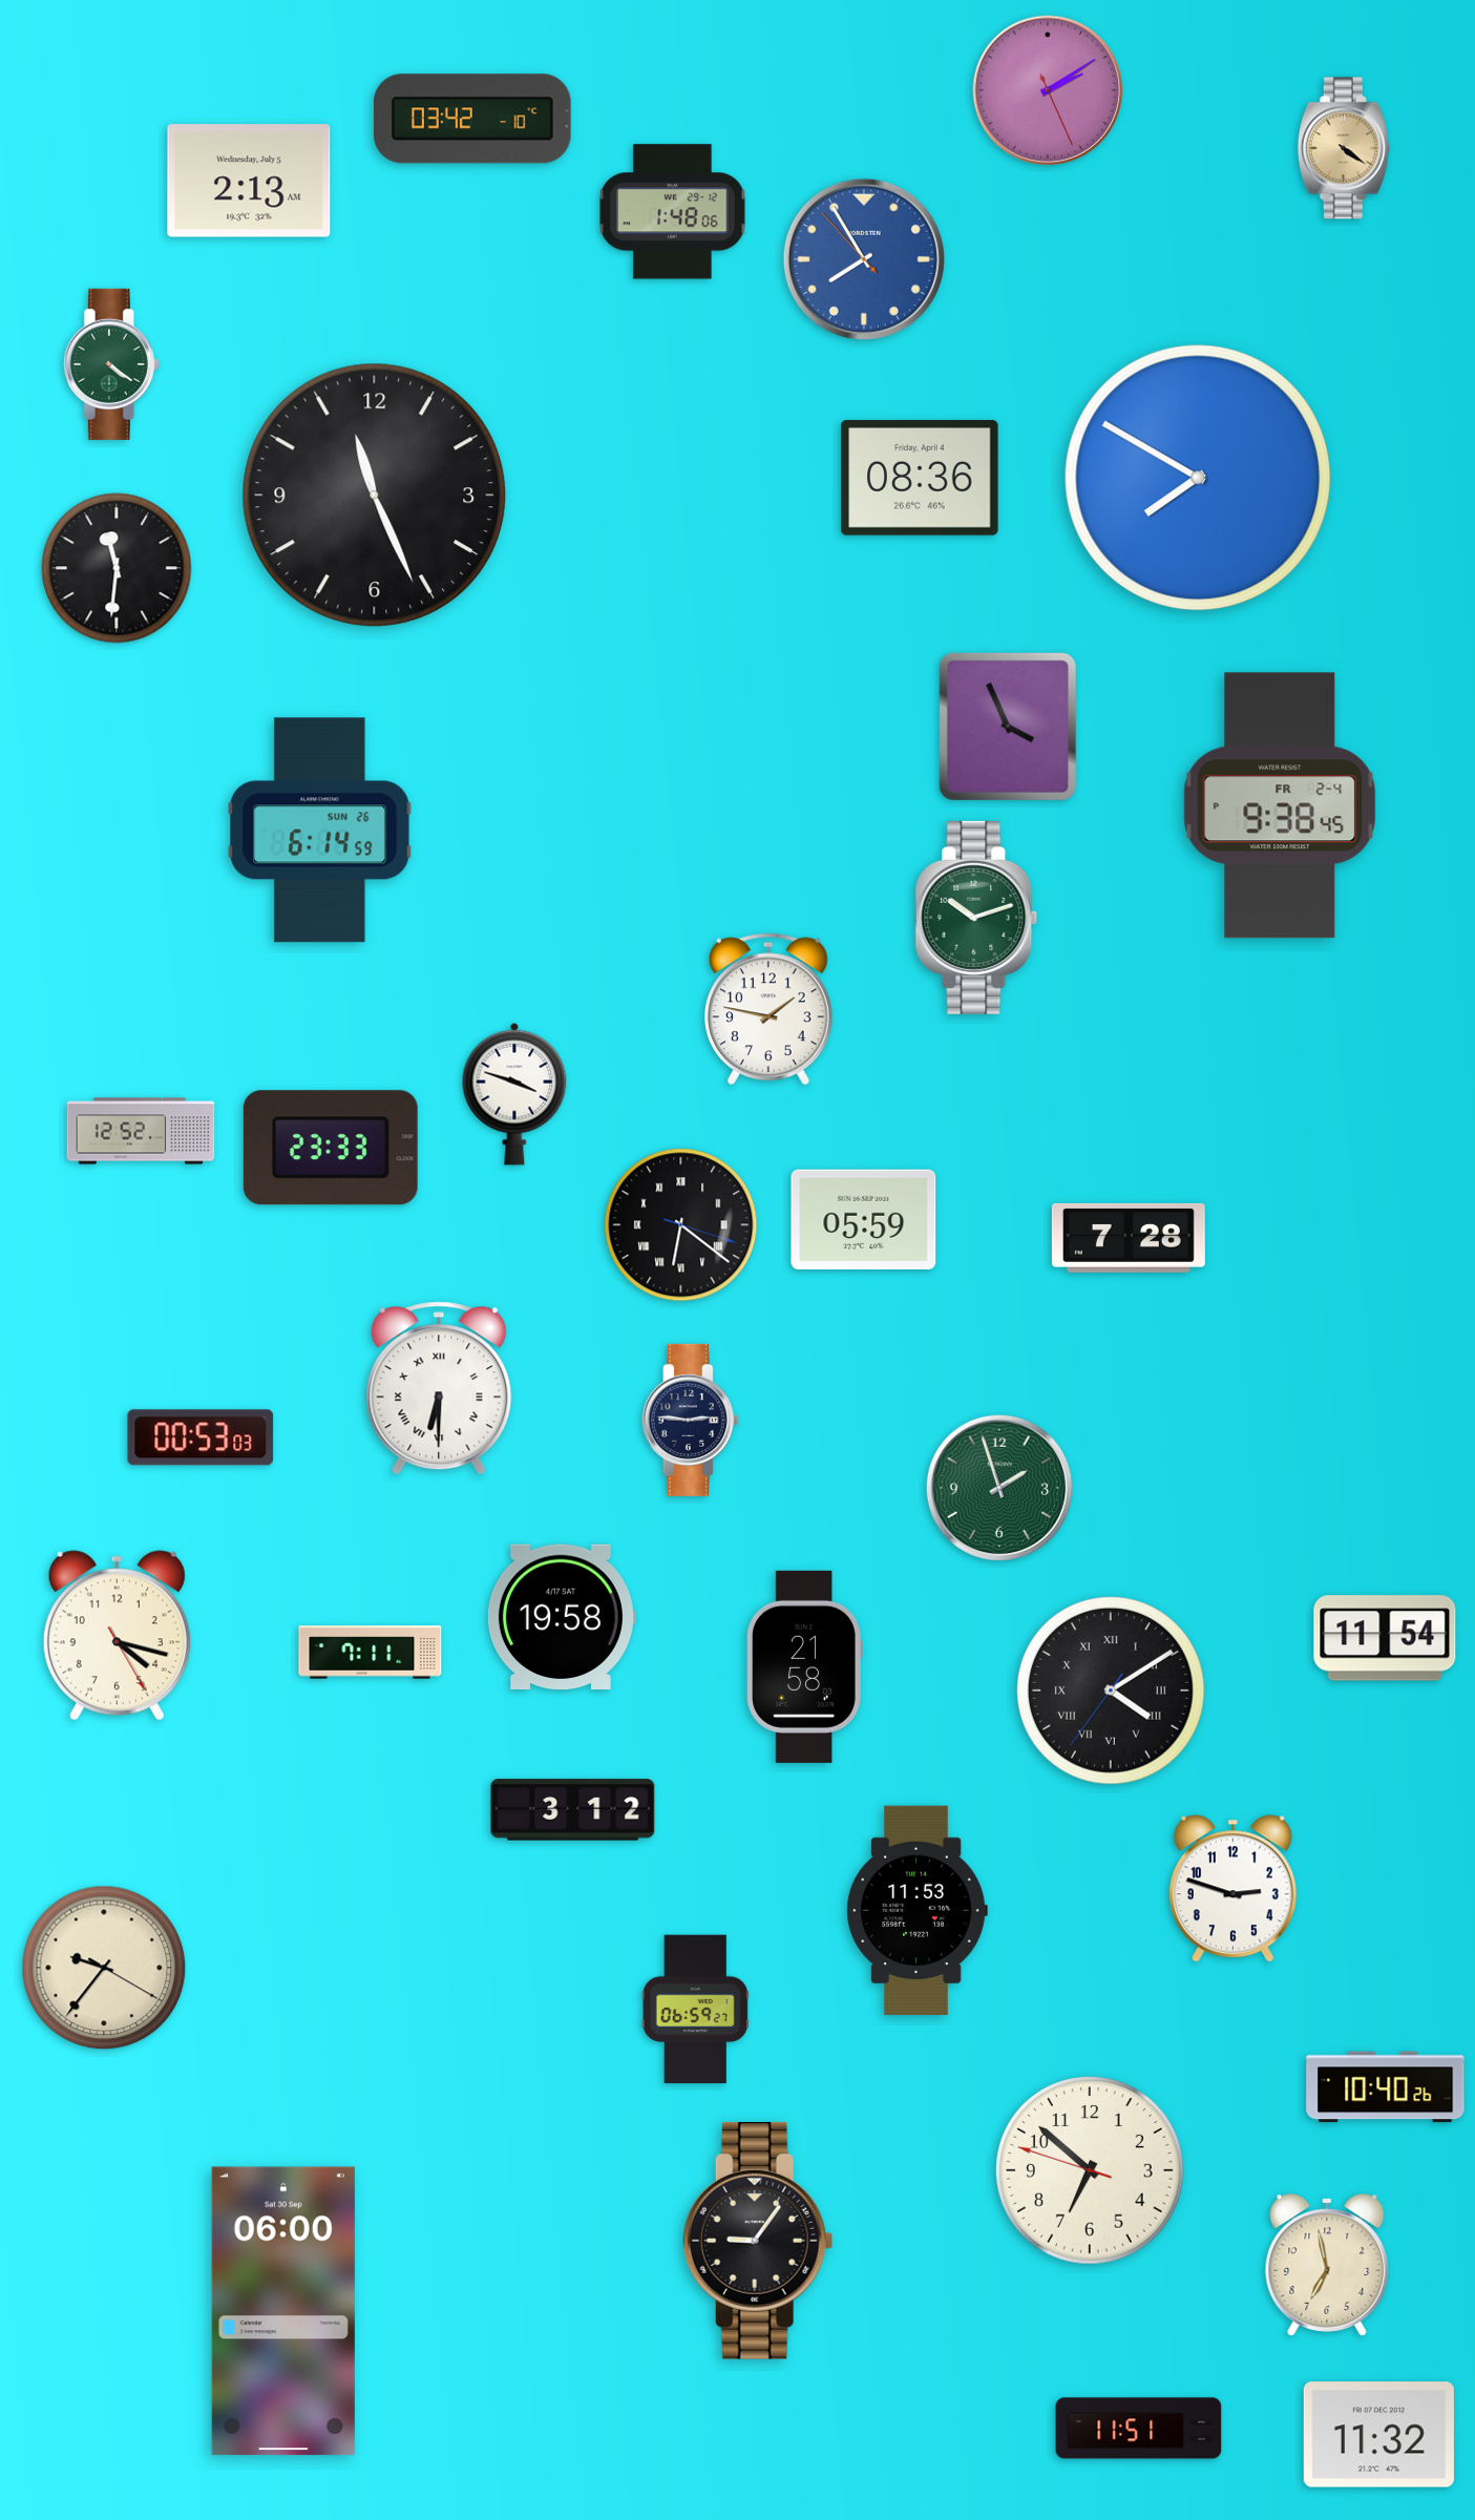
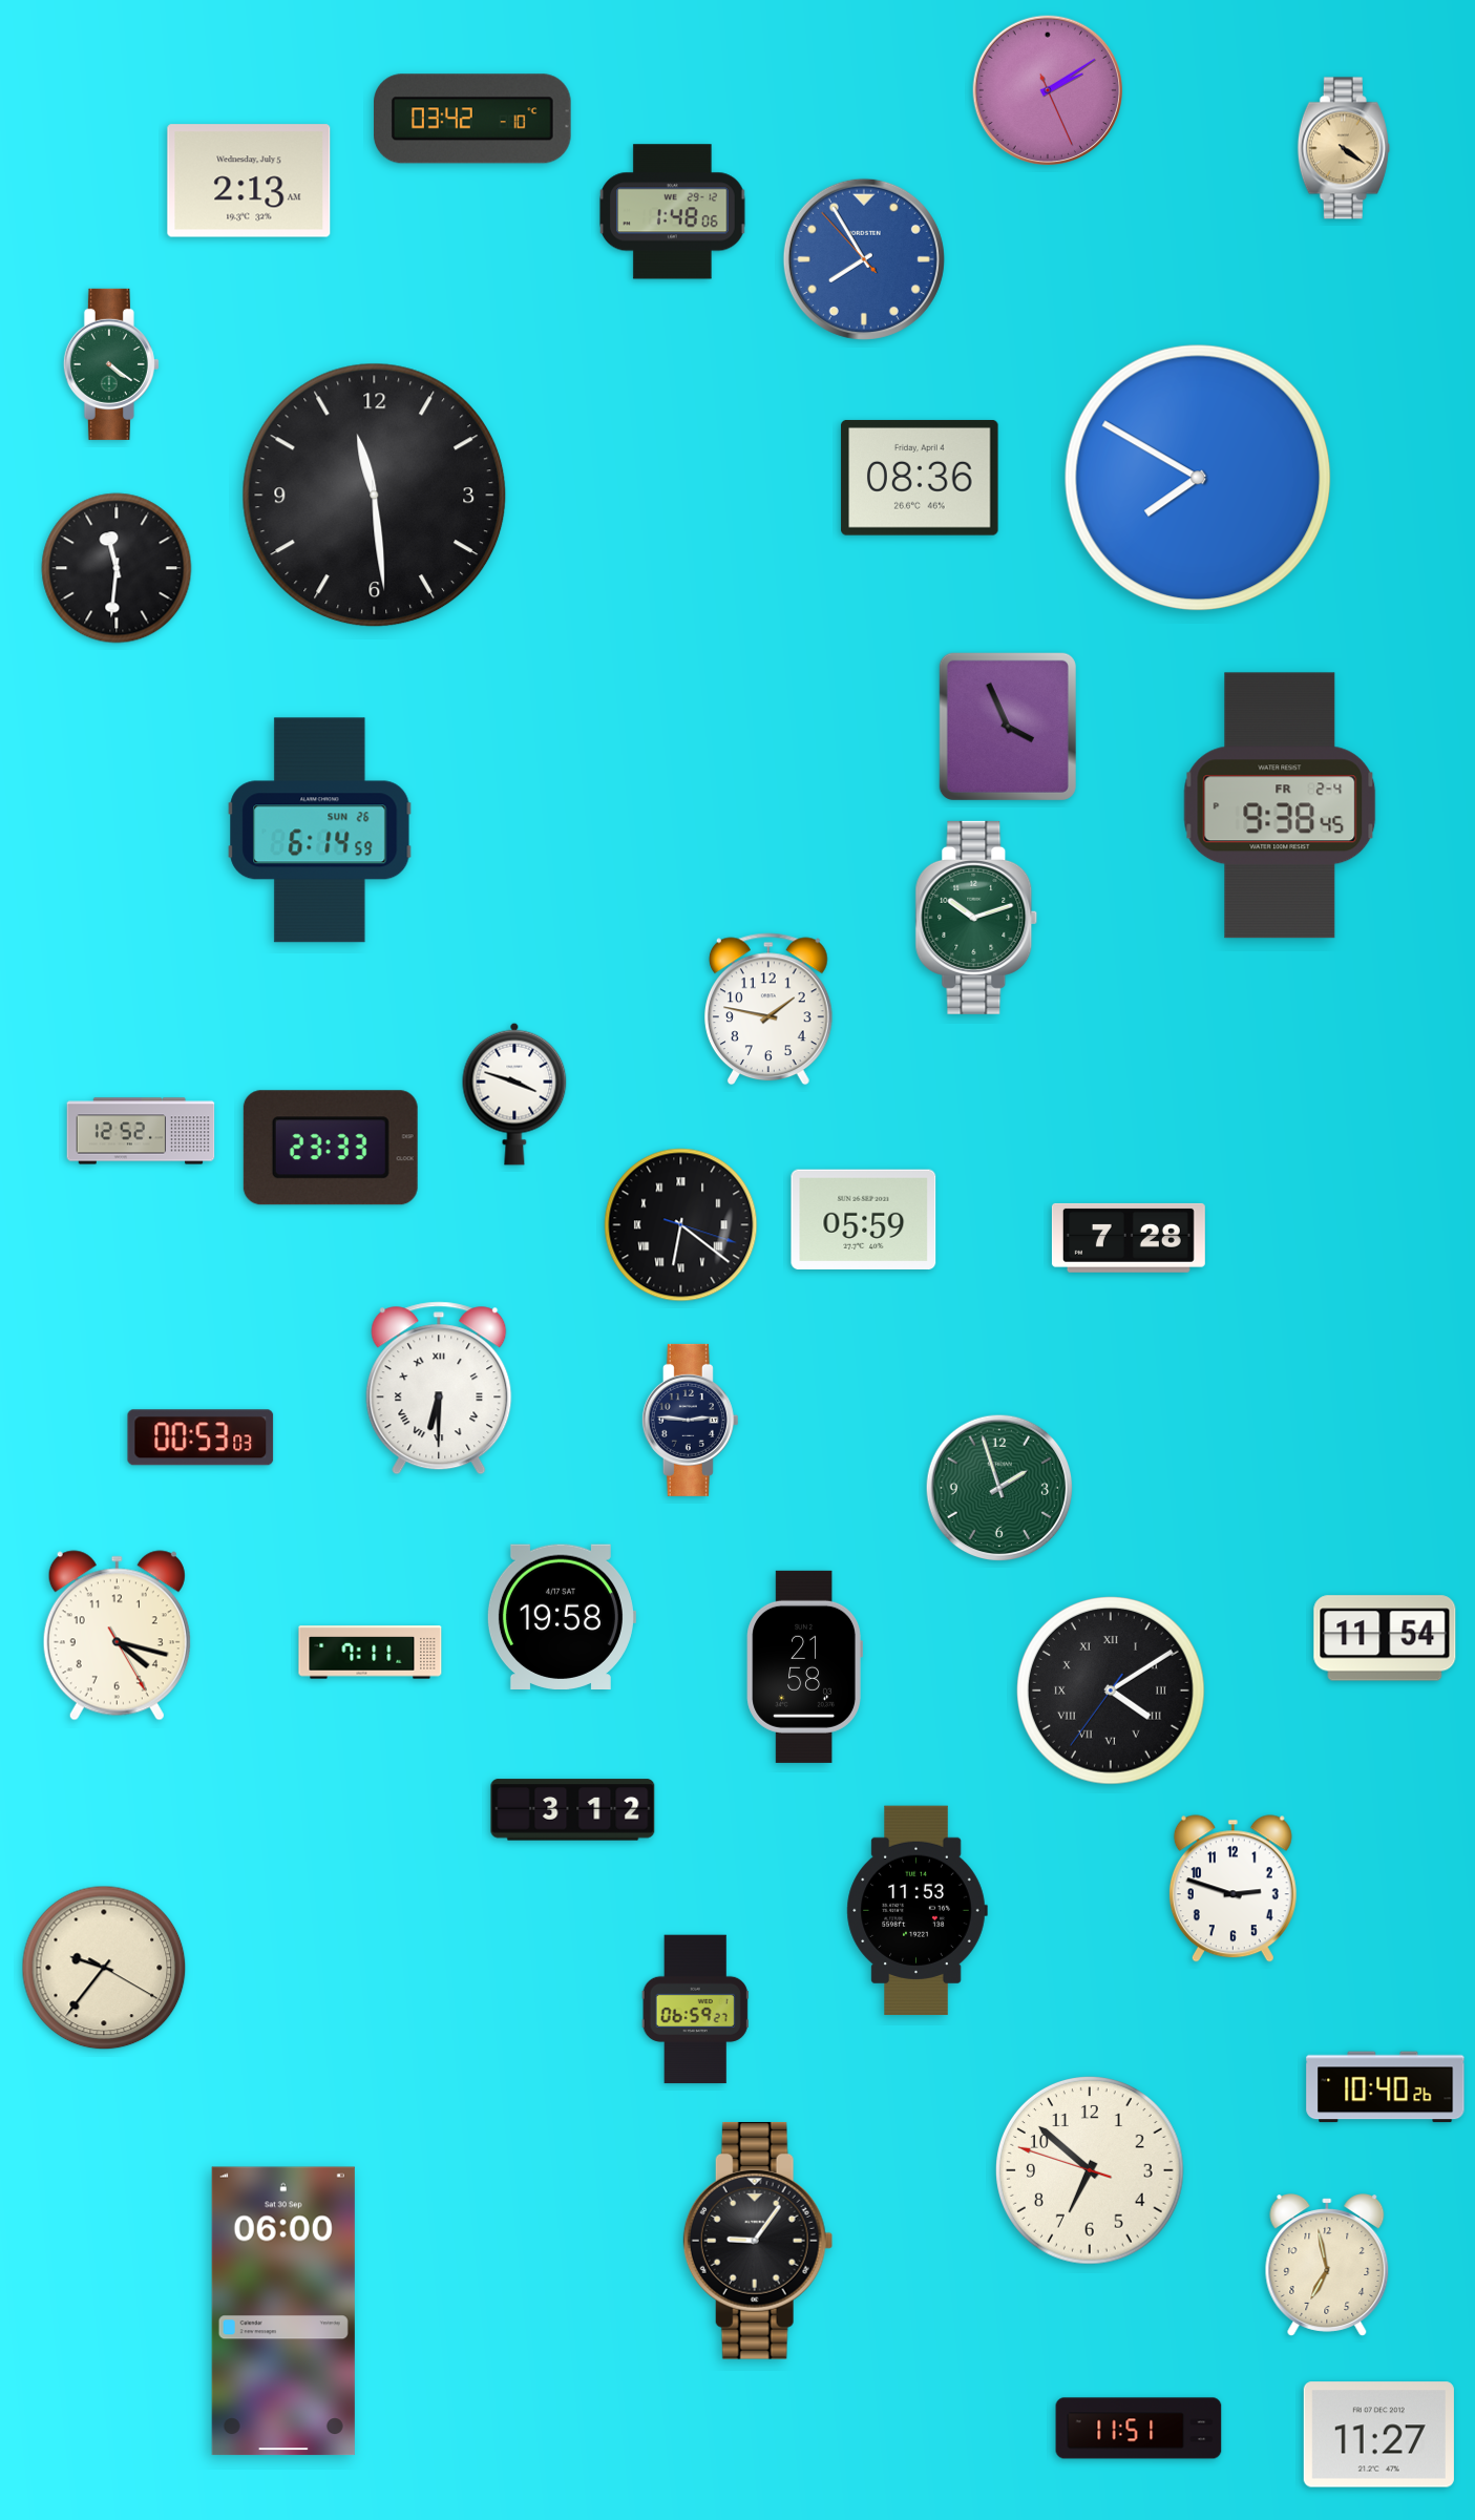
clock at (375, 496): 11:26 -> 11:29
clock at (1378, 2435): 11:32 -> 11:27
